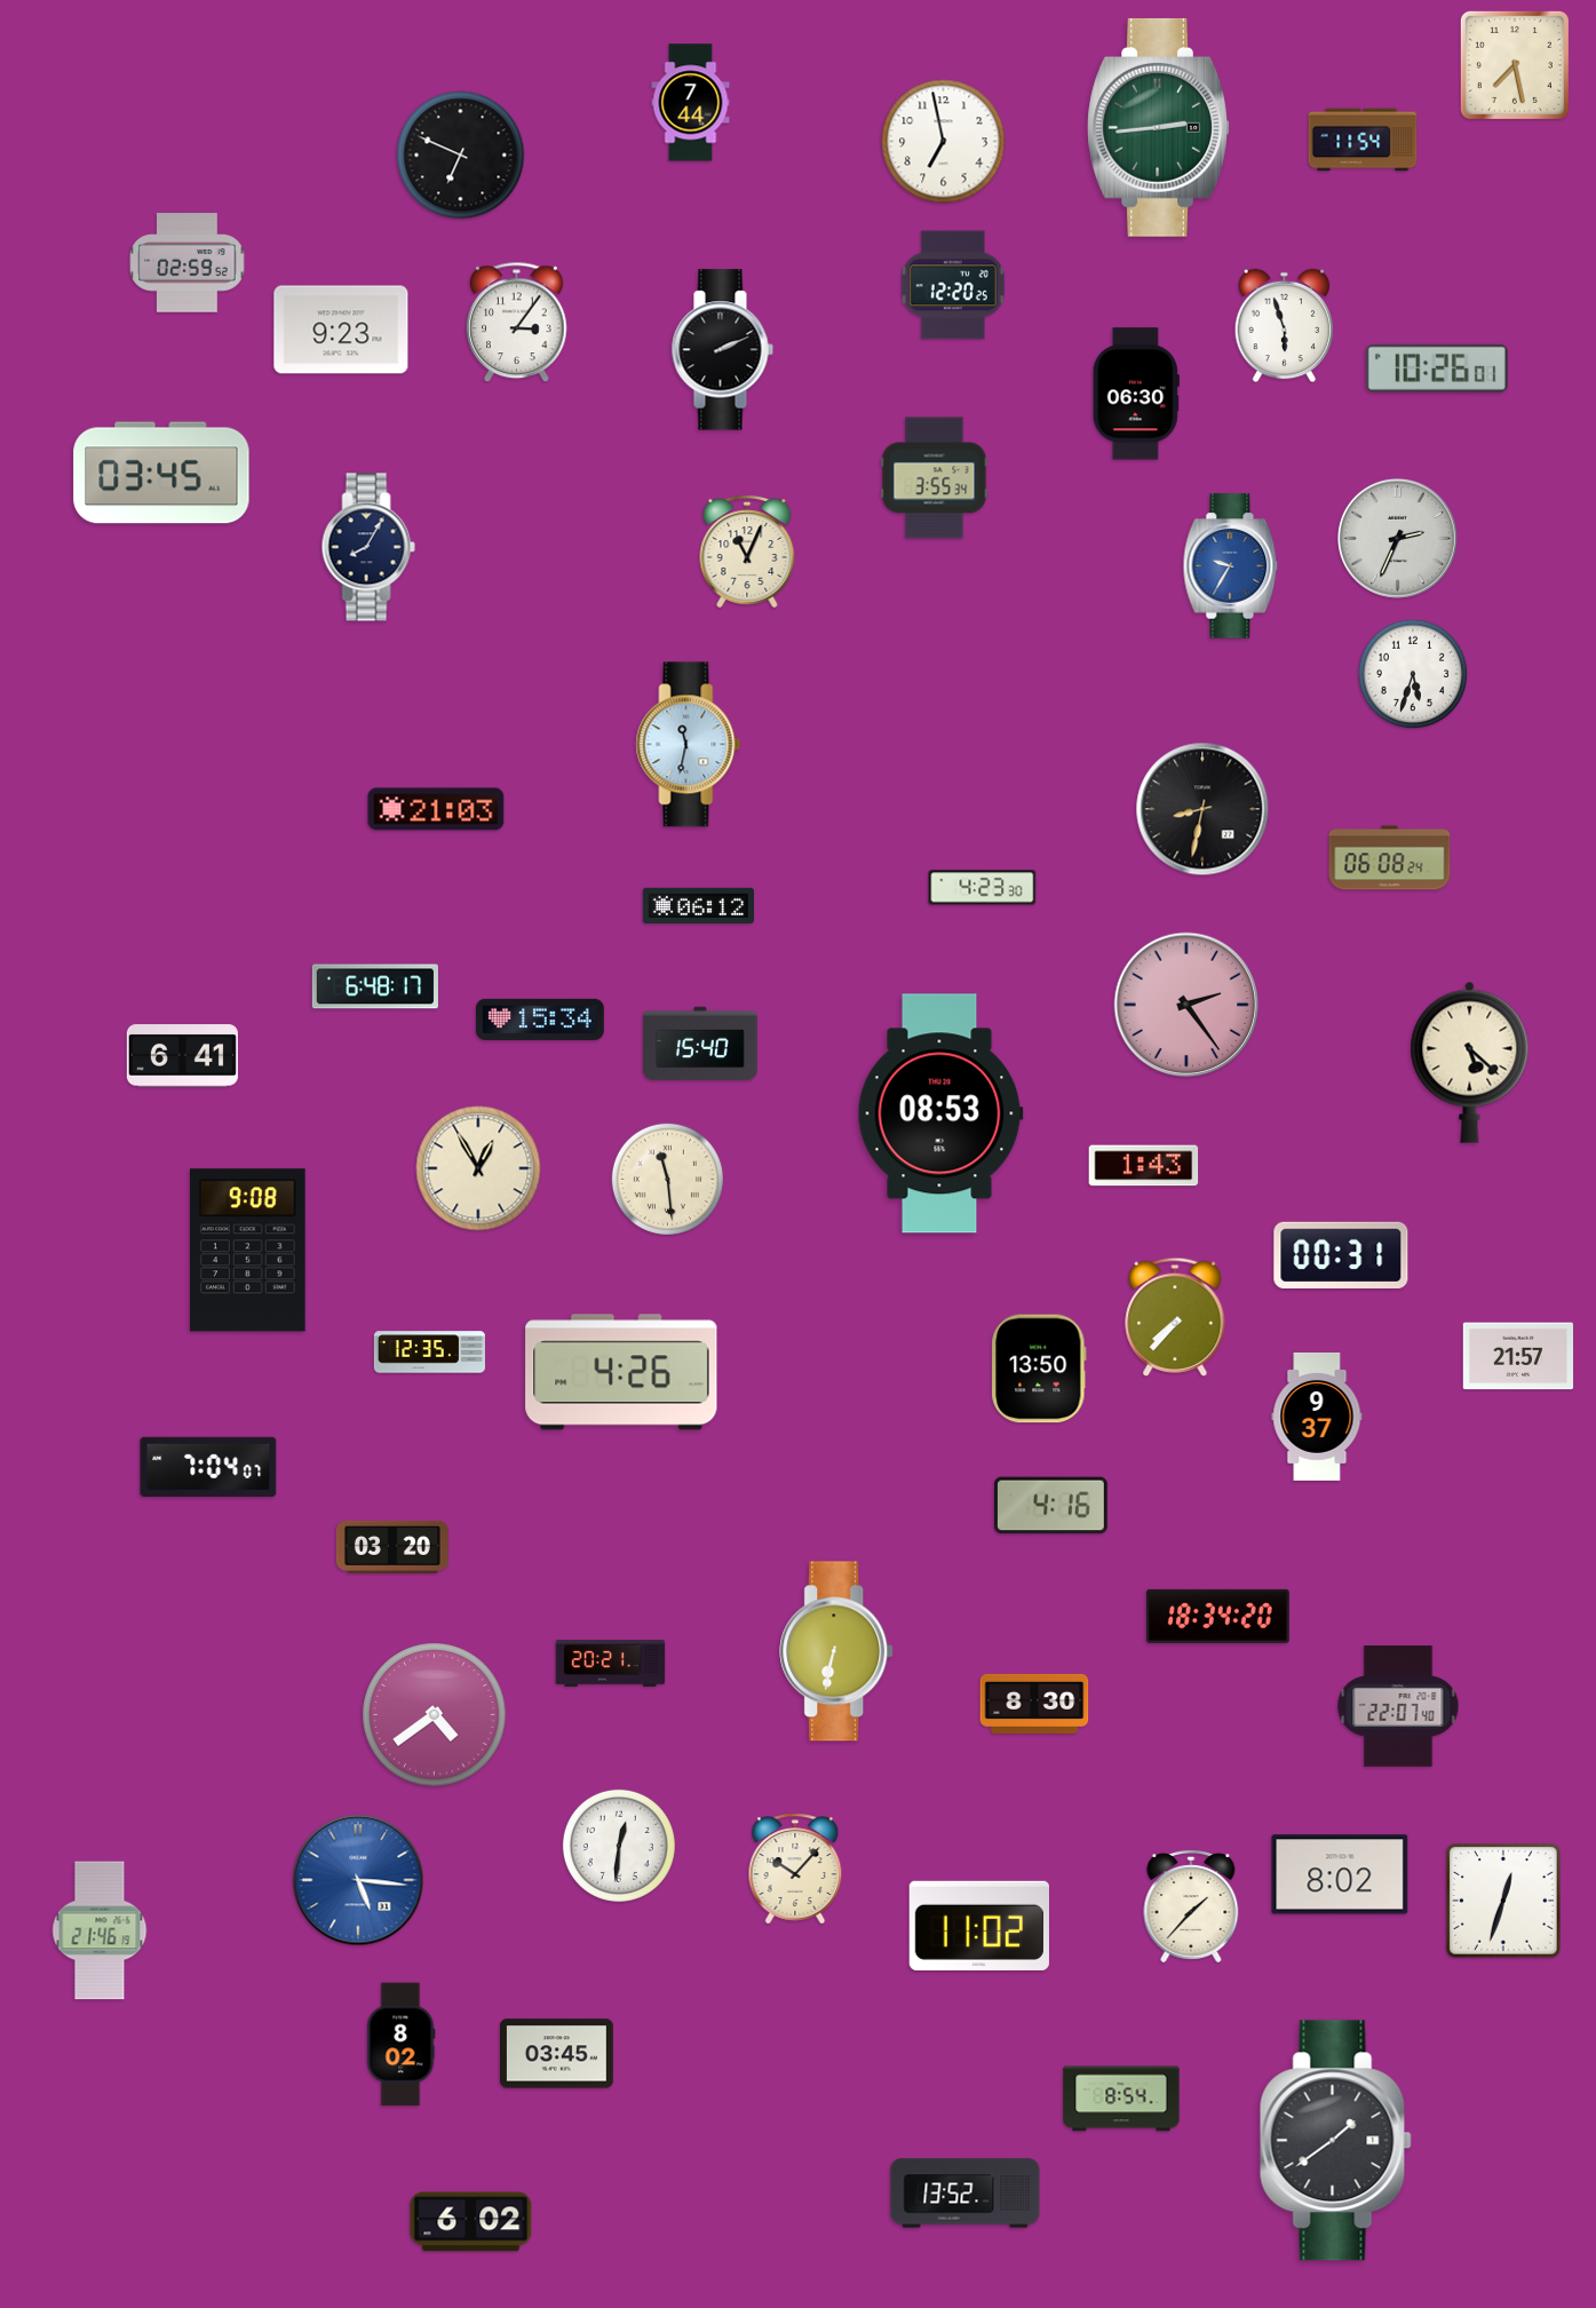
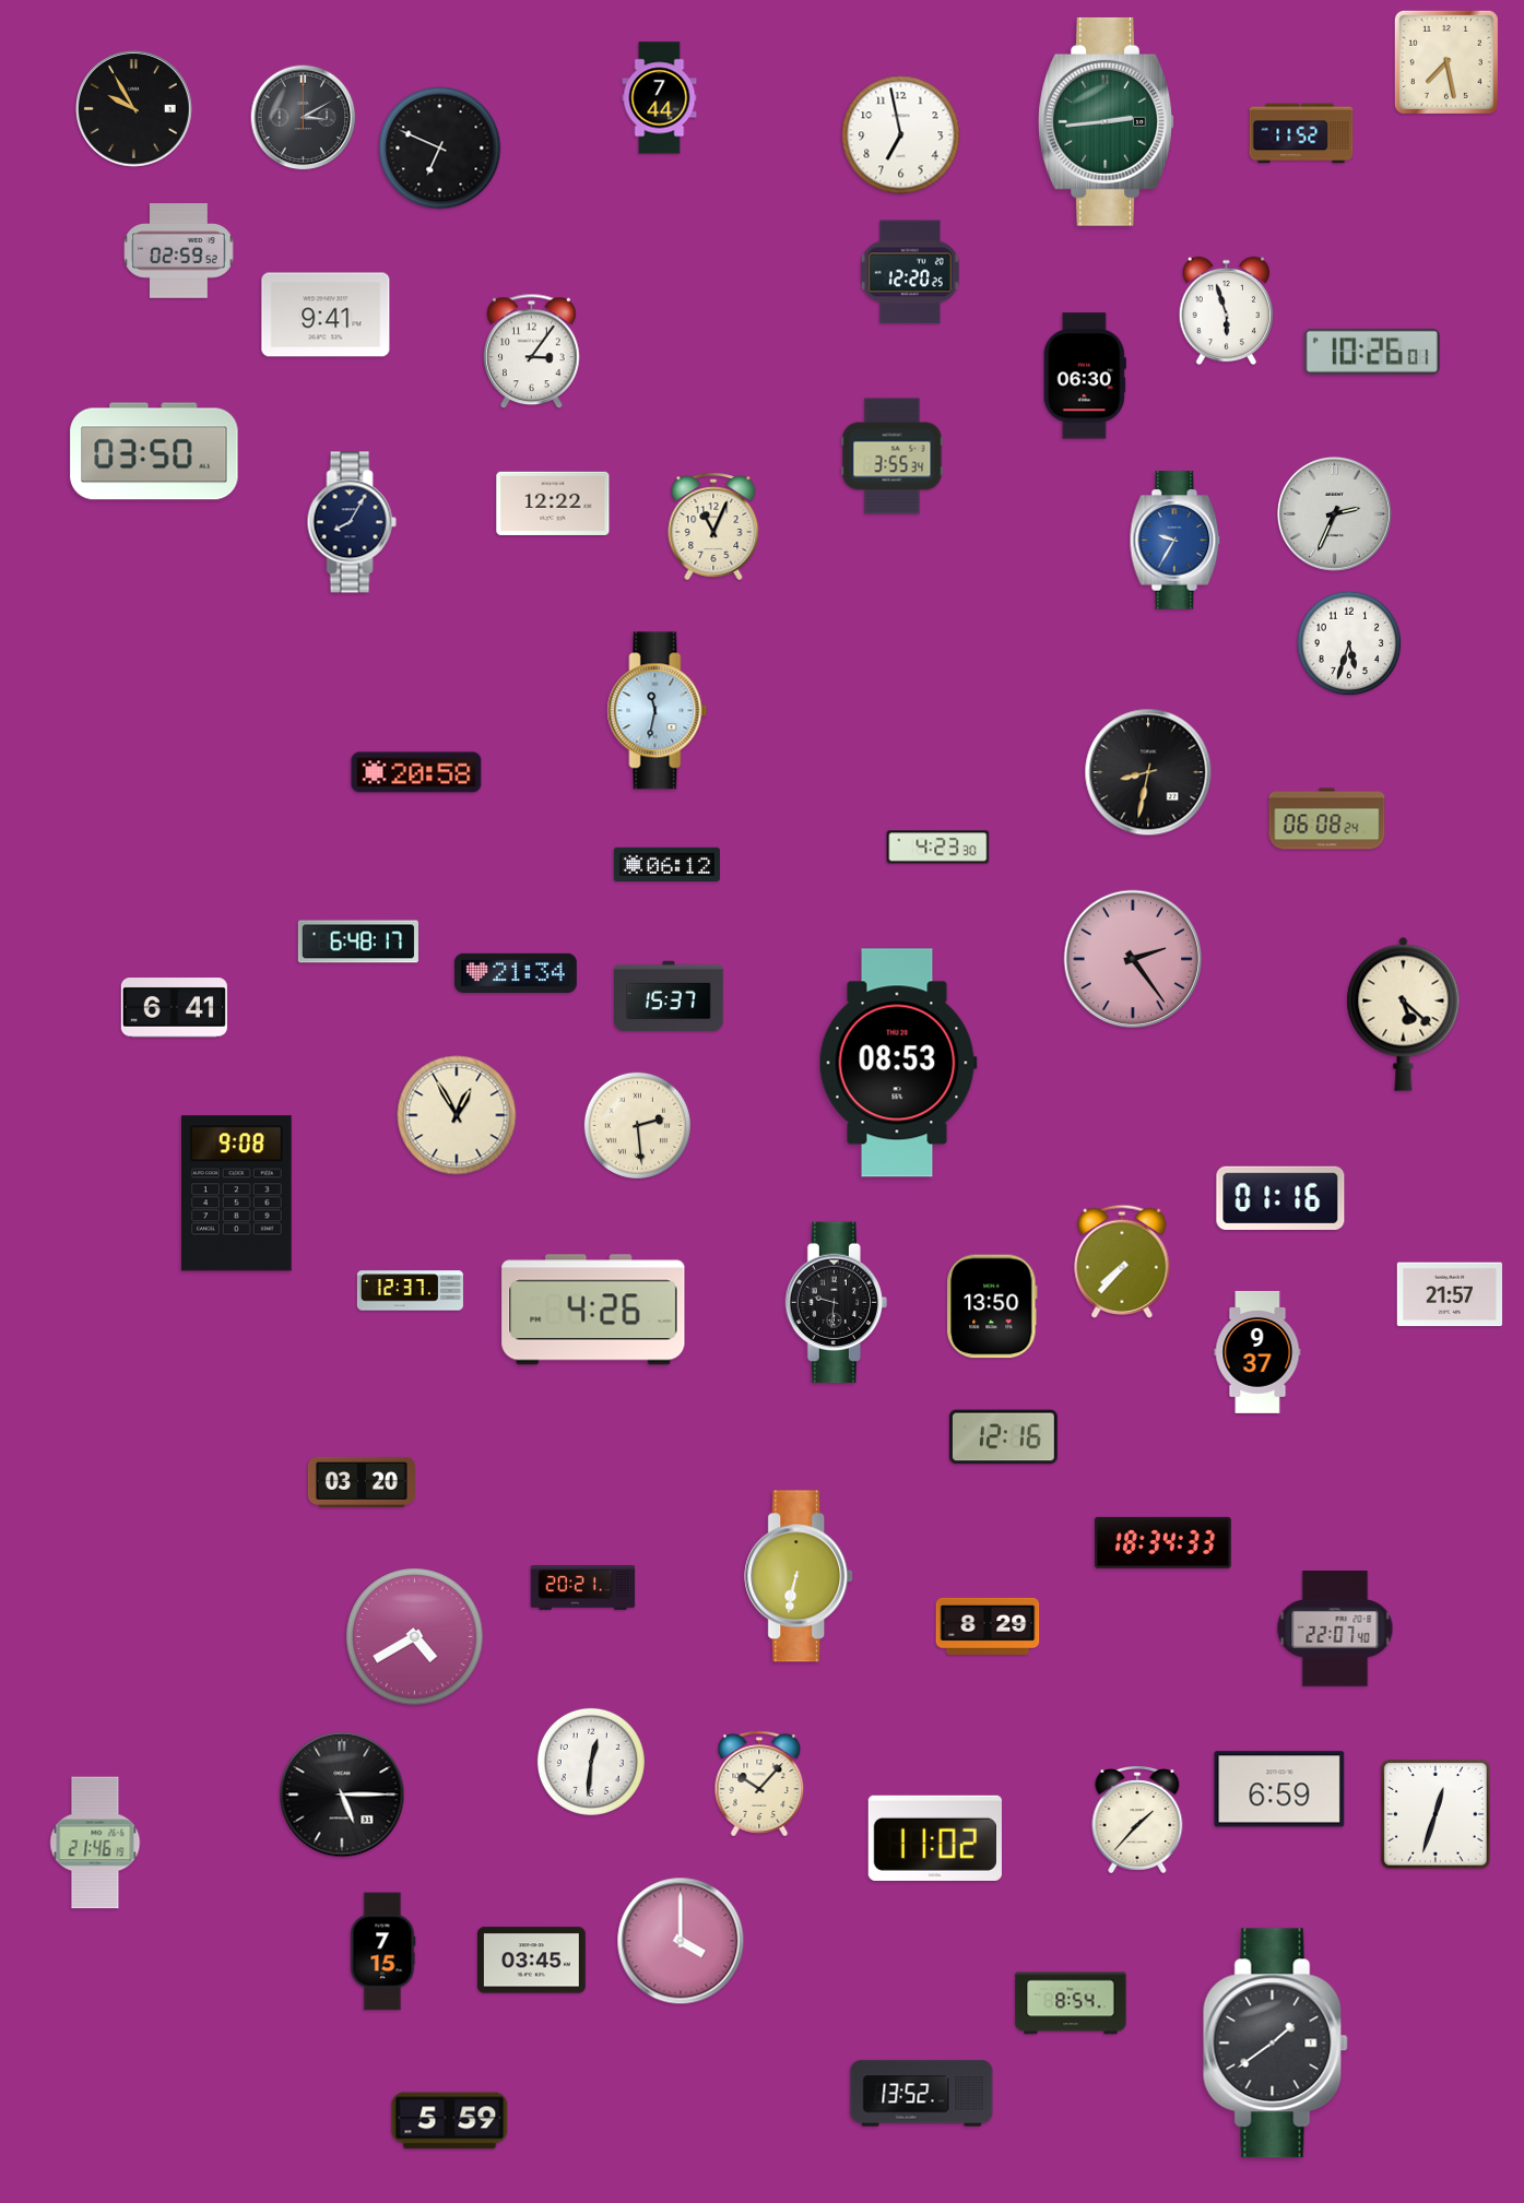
clock at (134, 109): none -> 9:55
clock at (304, 118): none -> 3:10
clock at (1363, 140): 11:54 -> 11:52
clock at (517, 323) position: (517, 323) -> (532, 352)
clock at (341, 330): 9:23 -> 9:41
clock at (722, 350): 2:11 -> none
clock at (161, 473): 03:45 -> 03:50
clock at (553, 504): none -> 12:22
clock at (436, 809): 21:03 -> 20:58
clock at (540, 1020): 15:34 -> 21:34
clock at (700, 1044): 15:40 -> 15:37
clock at (1144, 1166): 1:43 -> none
clock at (667, 1179): 11:29 -> 2:29
clock at (1341, 1254): 00:31 -> 01:16
clock at (1175, 1317) position: (1175, 1317) -> (1122, 1262)
clock at (429, 1353): 12:35 -> 12:37
clock at (836, 1303): none -> 9:31
clock at (208, 1467): 7:04 -> none
clock at (1050, 1506): 4:16 -> 12:16
clock at (392, 1547) position: (392, 1547) -> (362, 1482)
clock at (1217, 1616): 18:34:20 -> 18:34:33
clock at (1034, 1704): 8:30 -> 8:29
clock at (435, 1715): 4:39 -> 4:40
clock at (1340, 1874): 8:02 -> 6:59
clock at (358, 1880): 5:16 -> 5:15
clock at (358, 1880) dial: blue -> black
clock at (681, 1941): none -> 4:00
clock at (400, 2045): 8:02 -> 7:15
clock at (471, 2222): 6:02 -> 5:59
